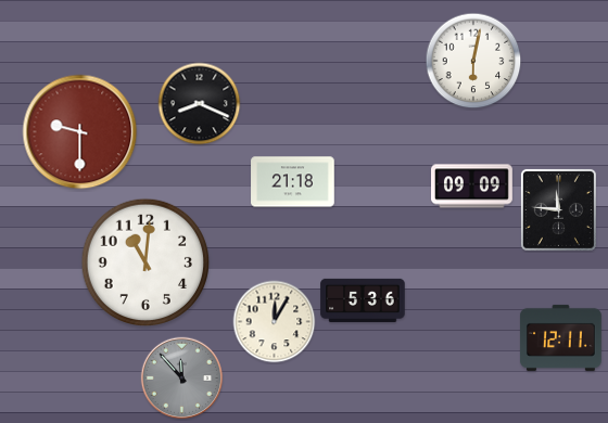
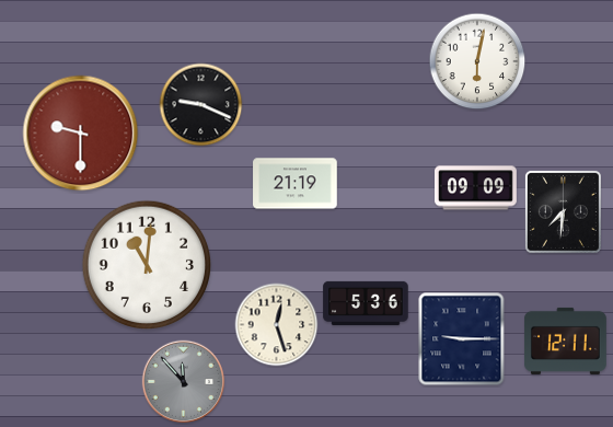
clock at (200, 104): 8:19 -> 9:19
clock at (293, 182): 21:18 -> 21:19
clock at (558, 209): 11:46 -> 7:31
clock at (275, 322): 12:05 -> 12:27
clock at (462, 339): none -> 9:15
